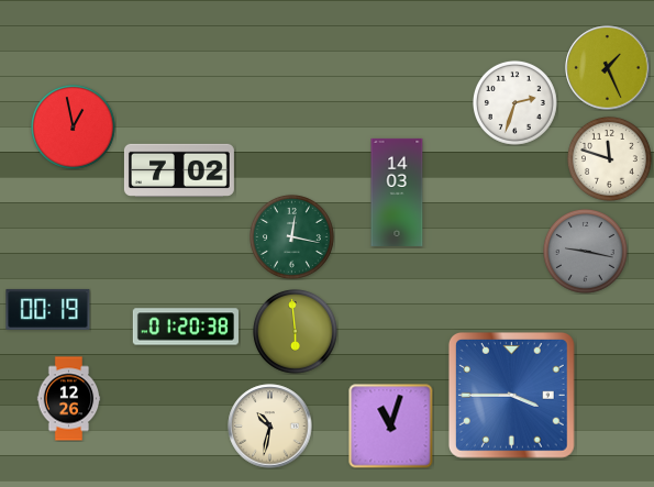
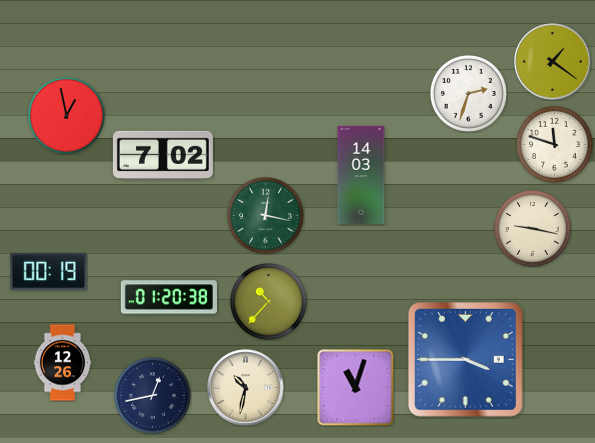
clock at (608, 68): 1:26 -> 1:21
clock at (586, 252) dial: grey -> cream
clock at (48, 309) position: (48, 309) -> (49, 271)
clock at (296, 332): 5:59 -> 10:37
clock at (153, 396): none -> 12:43
